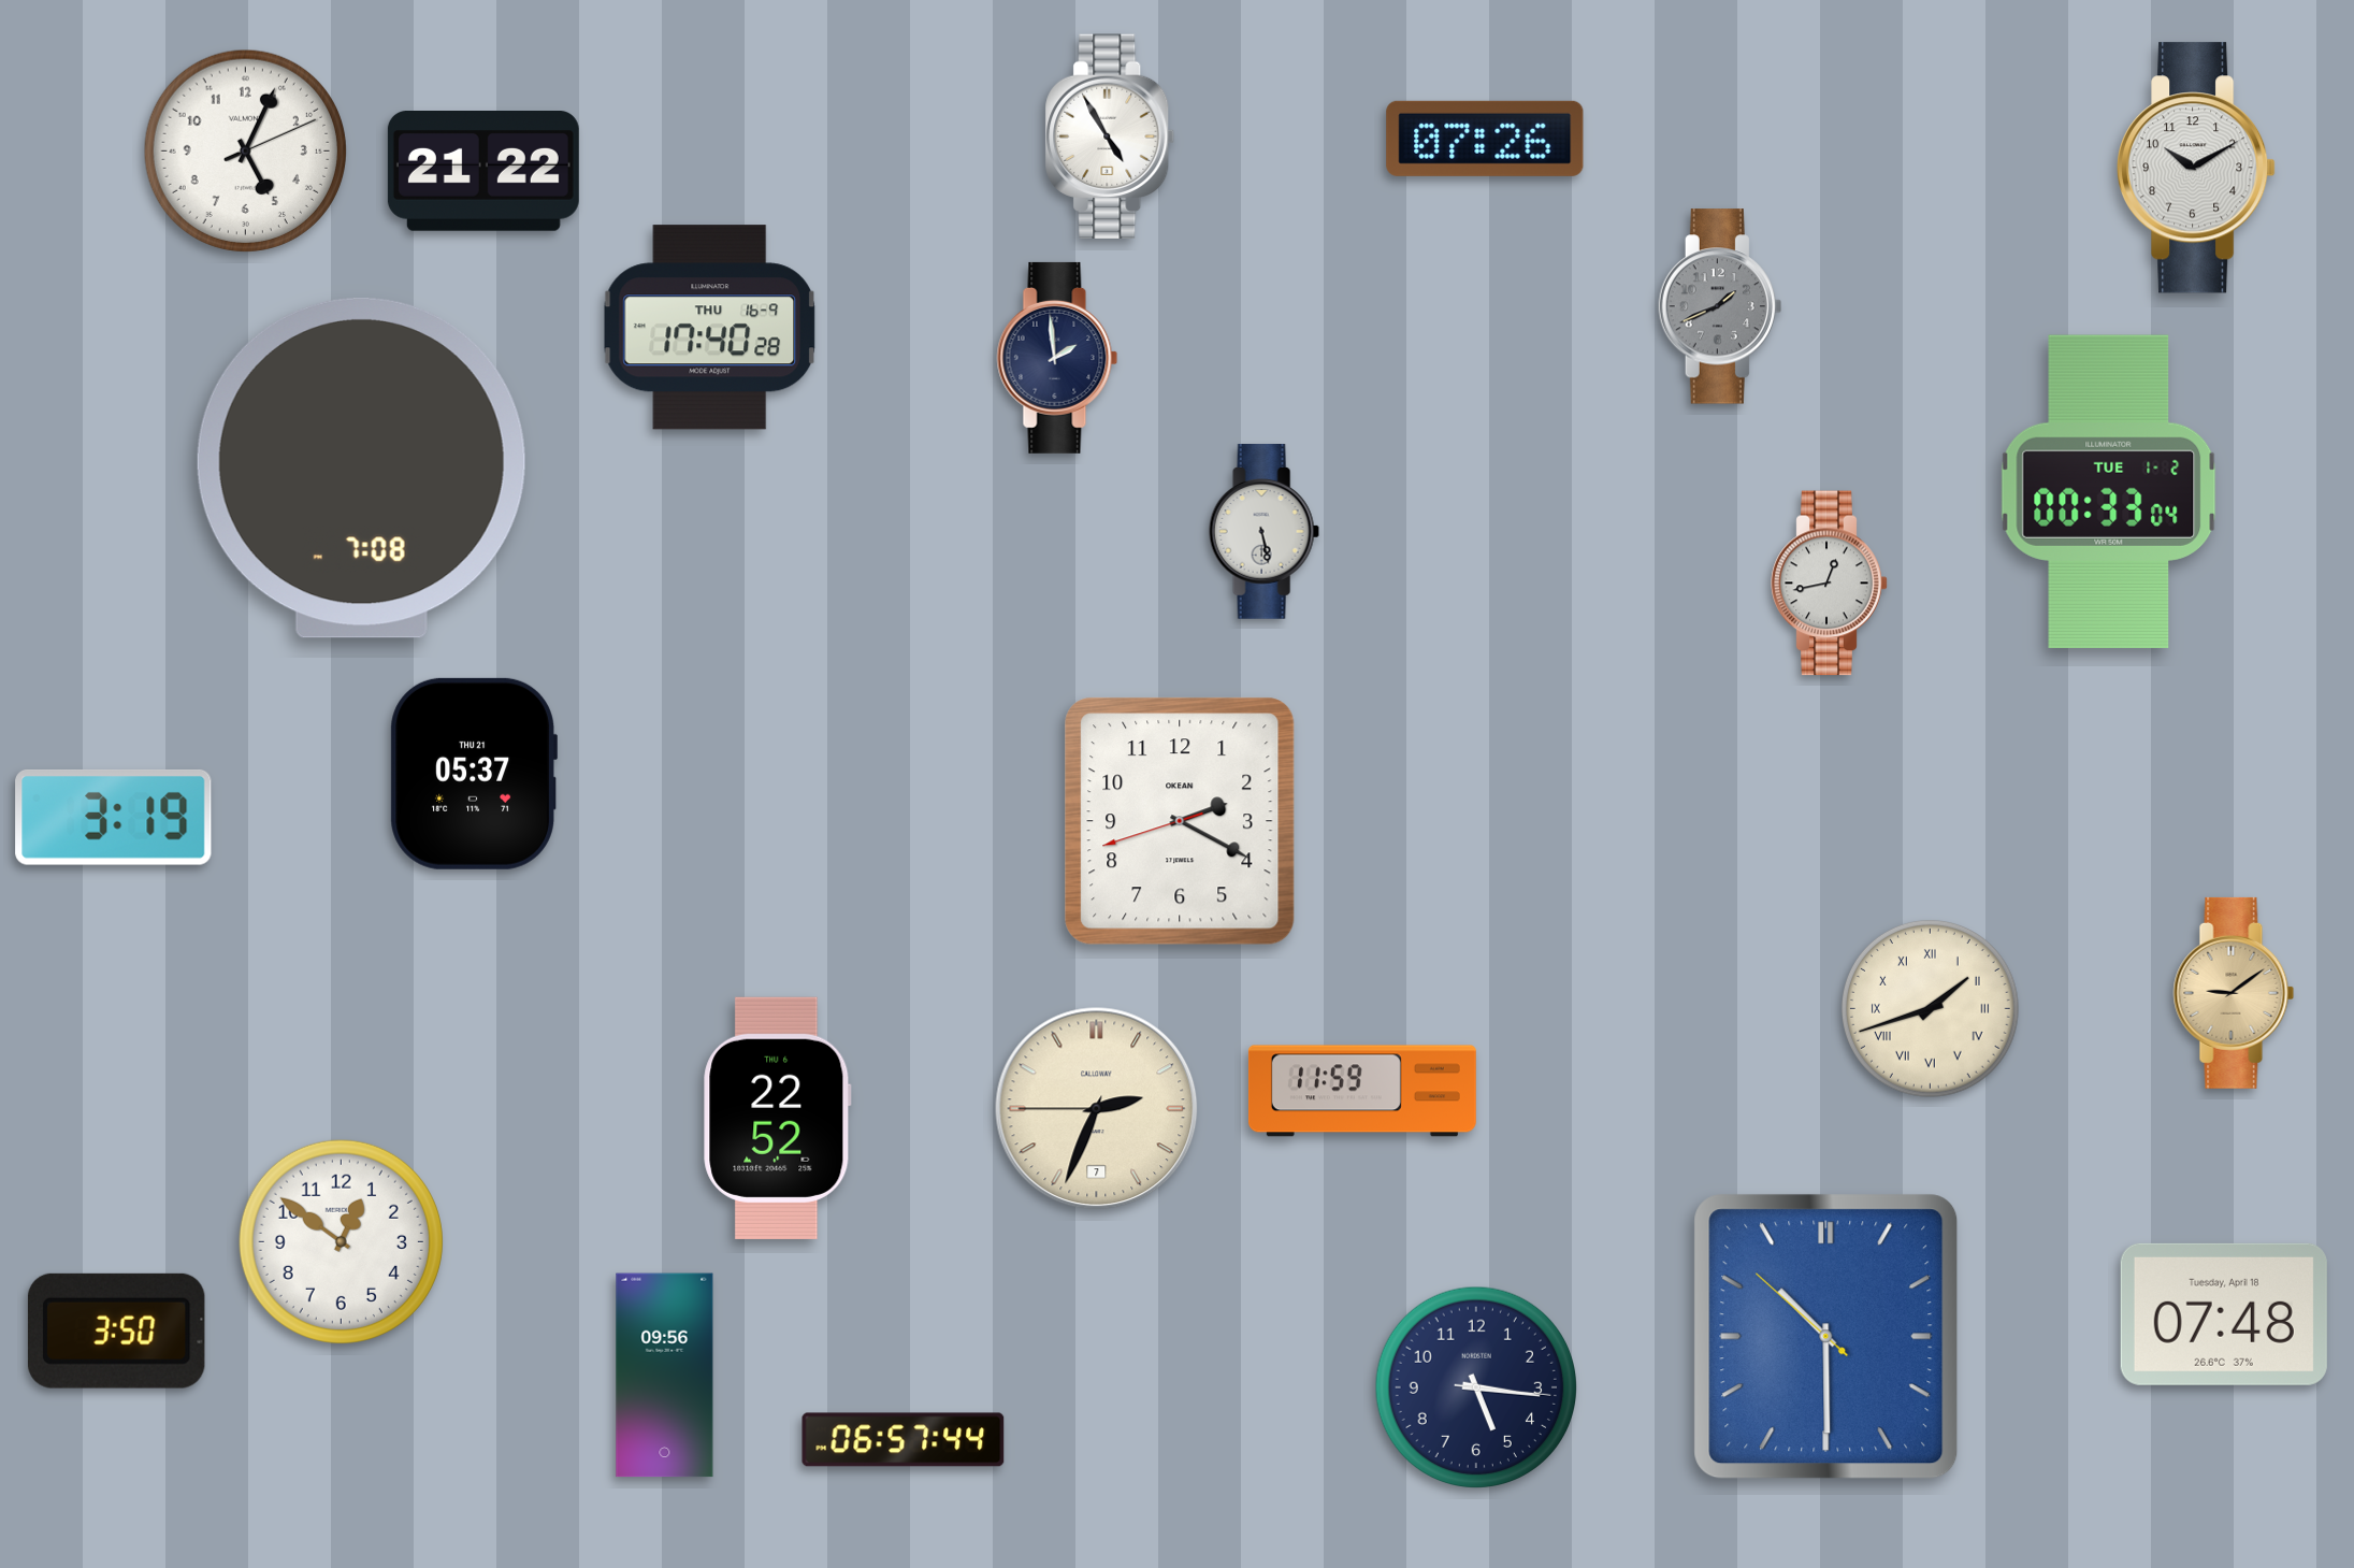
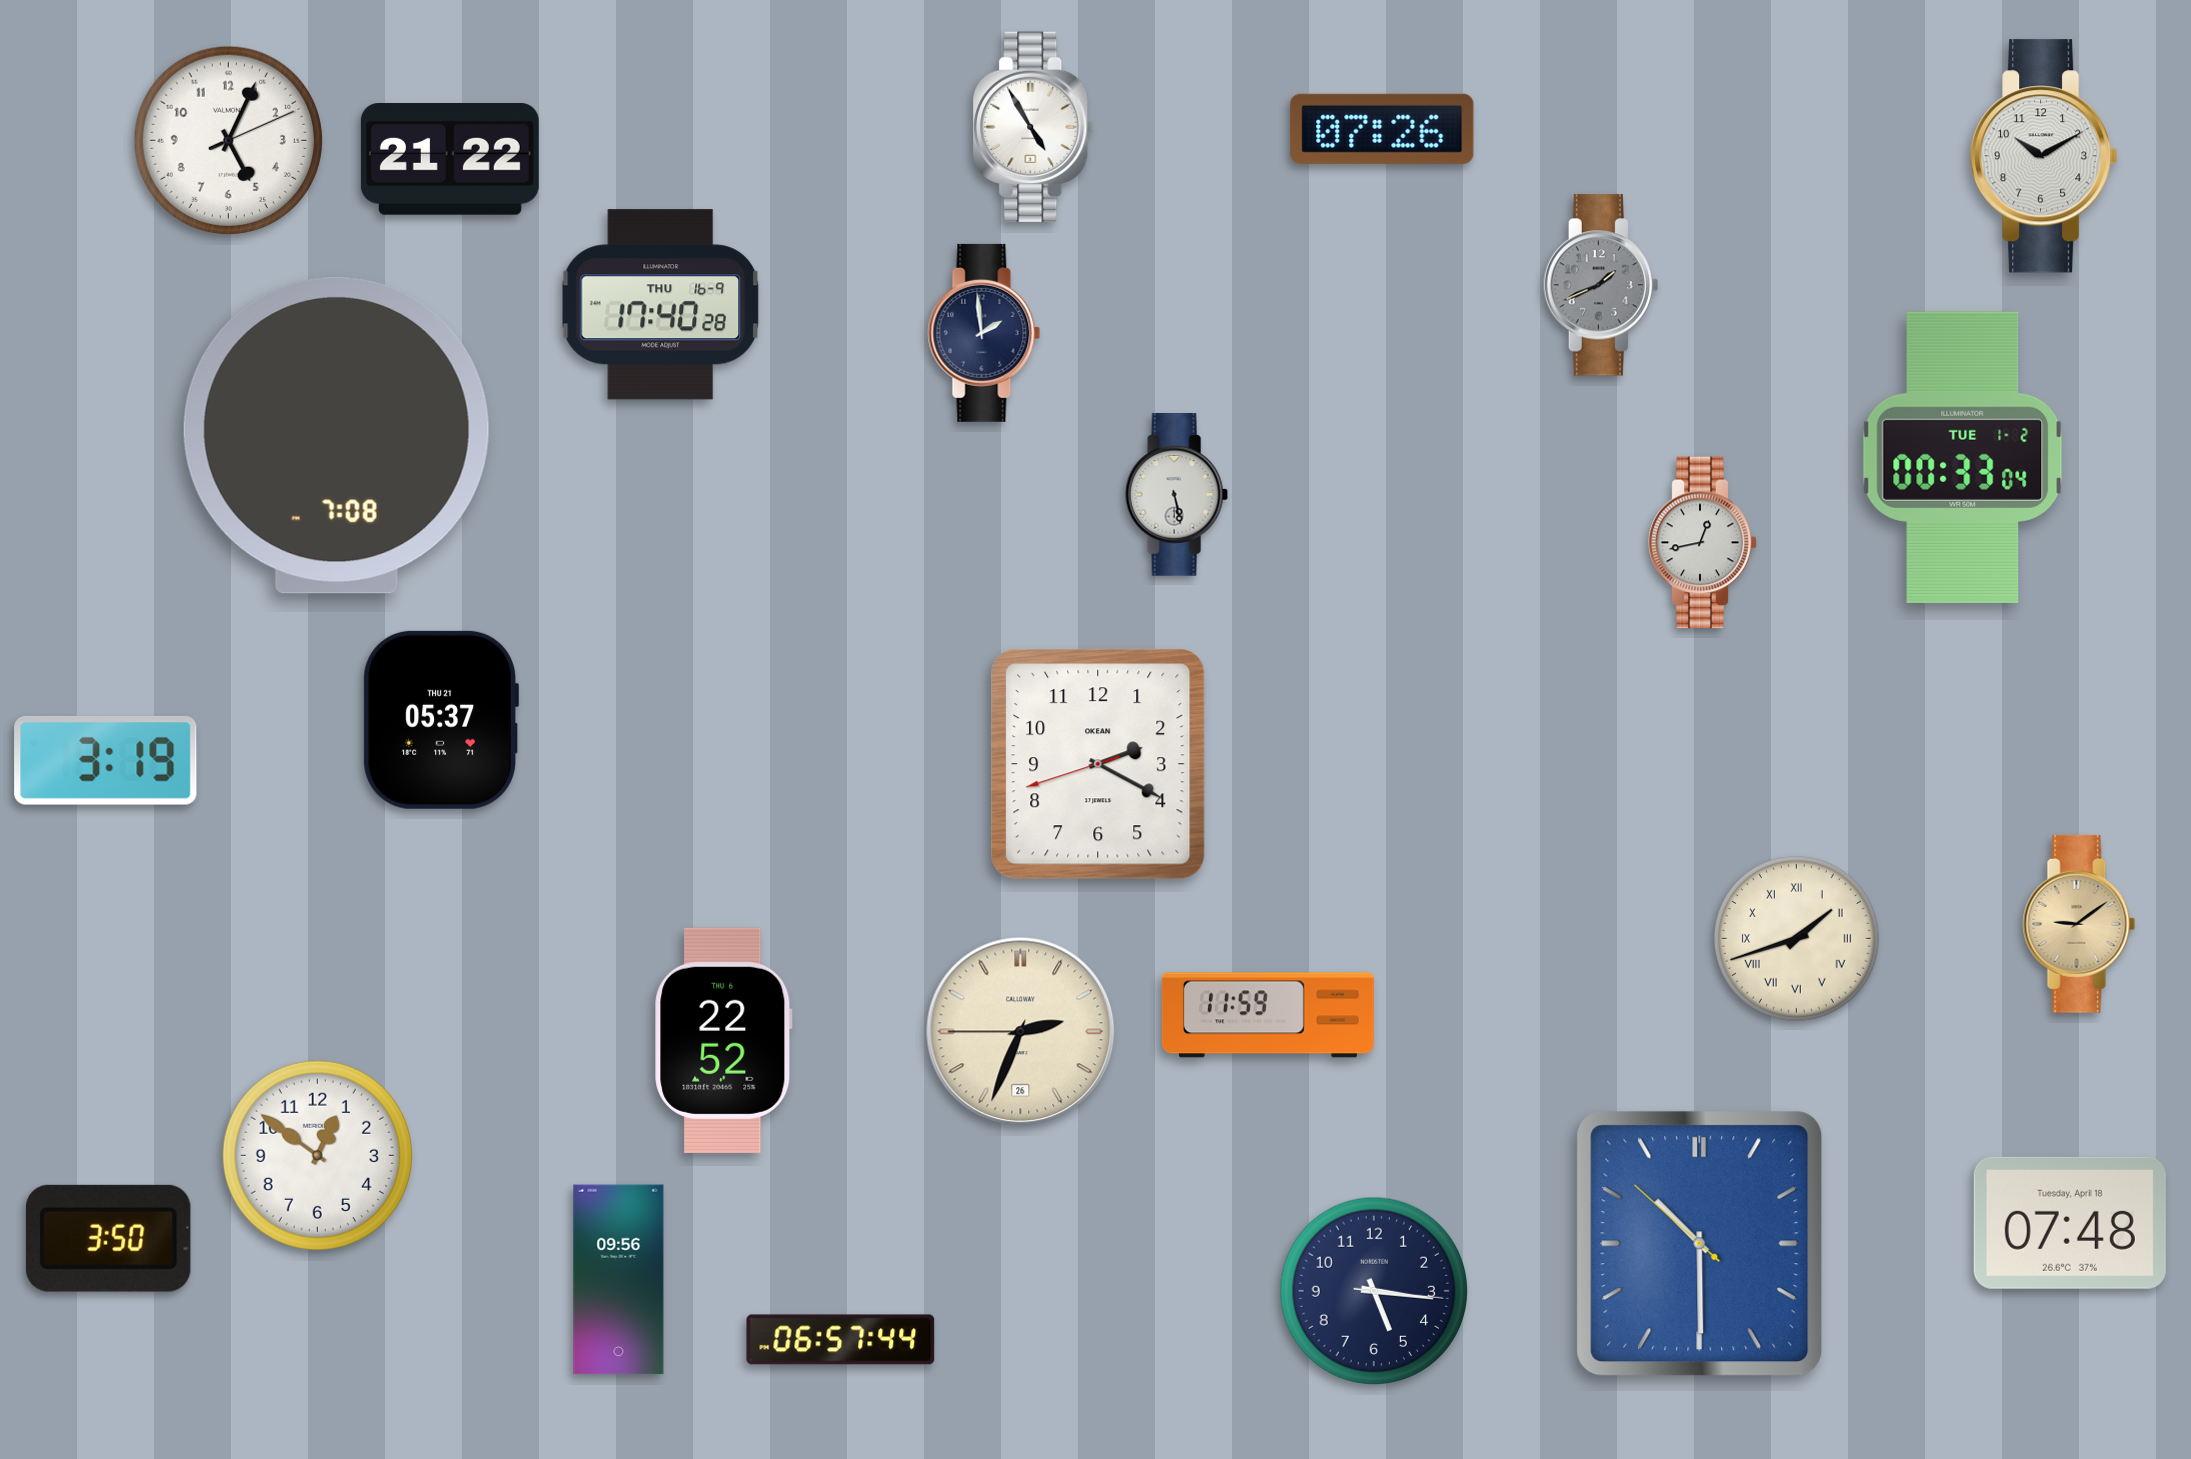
clock at (1097, 1109) date: 7 -> 26
